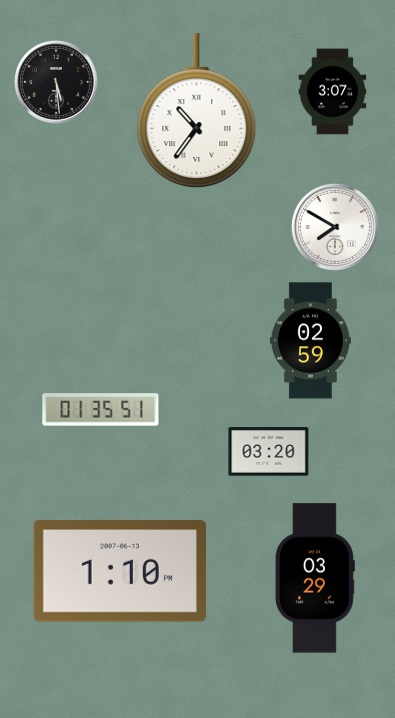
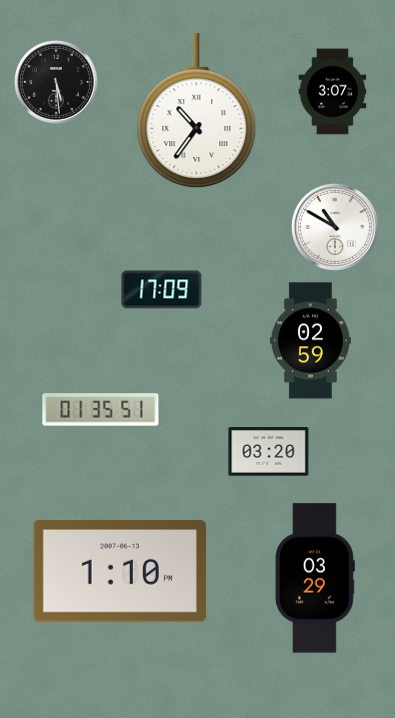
clock at (335, 227): 7:50 -> 10:50
clock at (162, 290): none -> 17:09
